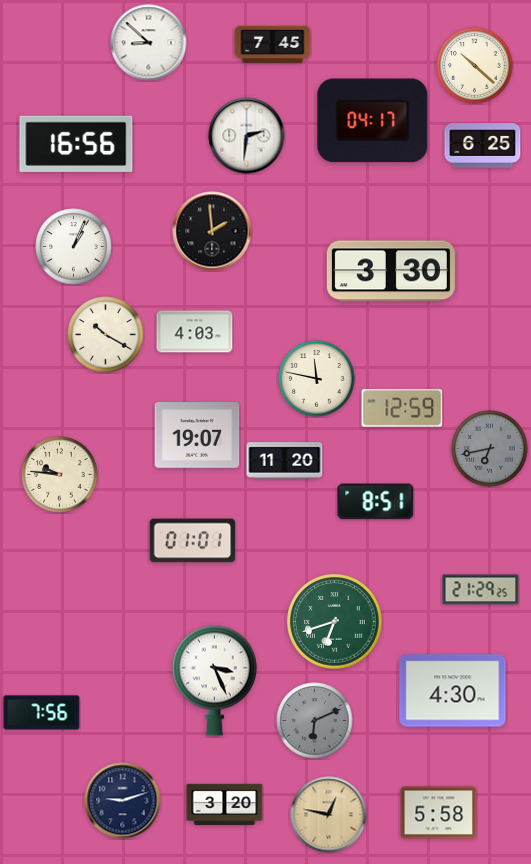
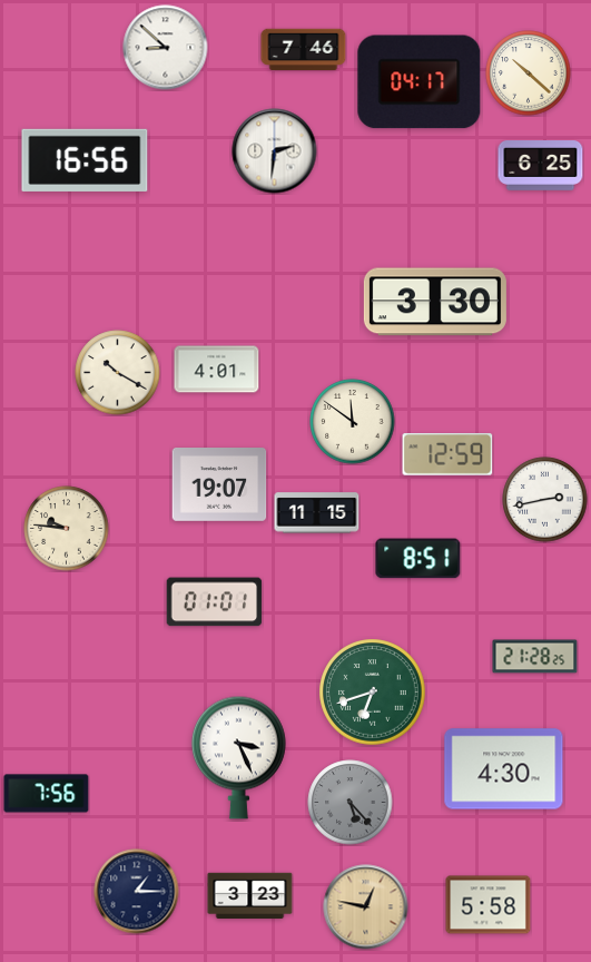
clock at (273, 45): 7:45 -> 7:46
clock at (373, 121) position: (373, 121) -> (420, 82)
clock at (483, 146) position: (483, 146) -> (541, 166)
clock at (212, 231): 1:59 -> none
clock at (74, 247): 1:04 -> none
clock at (195, 332): 4:03 -> 4:01
clock at (317, 379): 11:47 -> 11:51
clock at (490, 449): 6:43 -> 2:43
clock at (490, 449) dial: grey -> white
clock at (285, 461): 11:20 -> 11:15
clock at (481, 590): 21:29 -> 21:28
clock at (315, 721): 6:11 -> 5:23
clock at (123, 801): 9:12 -> 1:15
clock at (225, 805): 3:20 -> 3:23
